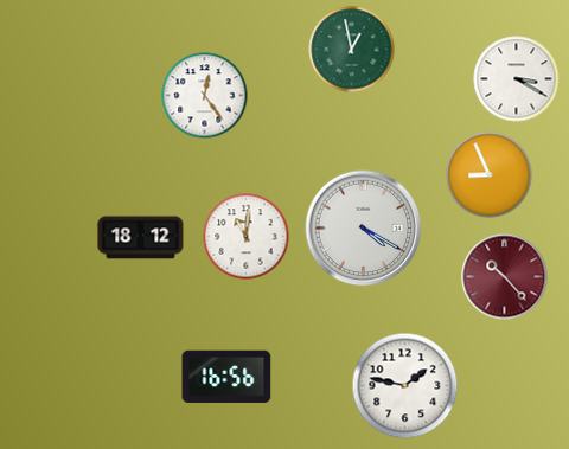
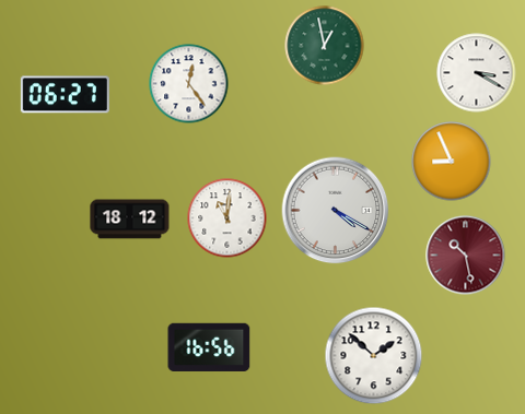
clock at (205, 96) position: (205, 96) -> (189, 84)
clock at (65, 95): none -> 06:27
clock at (505, 277): 10:23 -> 10:28
clock at (405, 386): 1:47 -> 1:52
